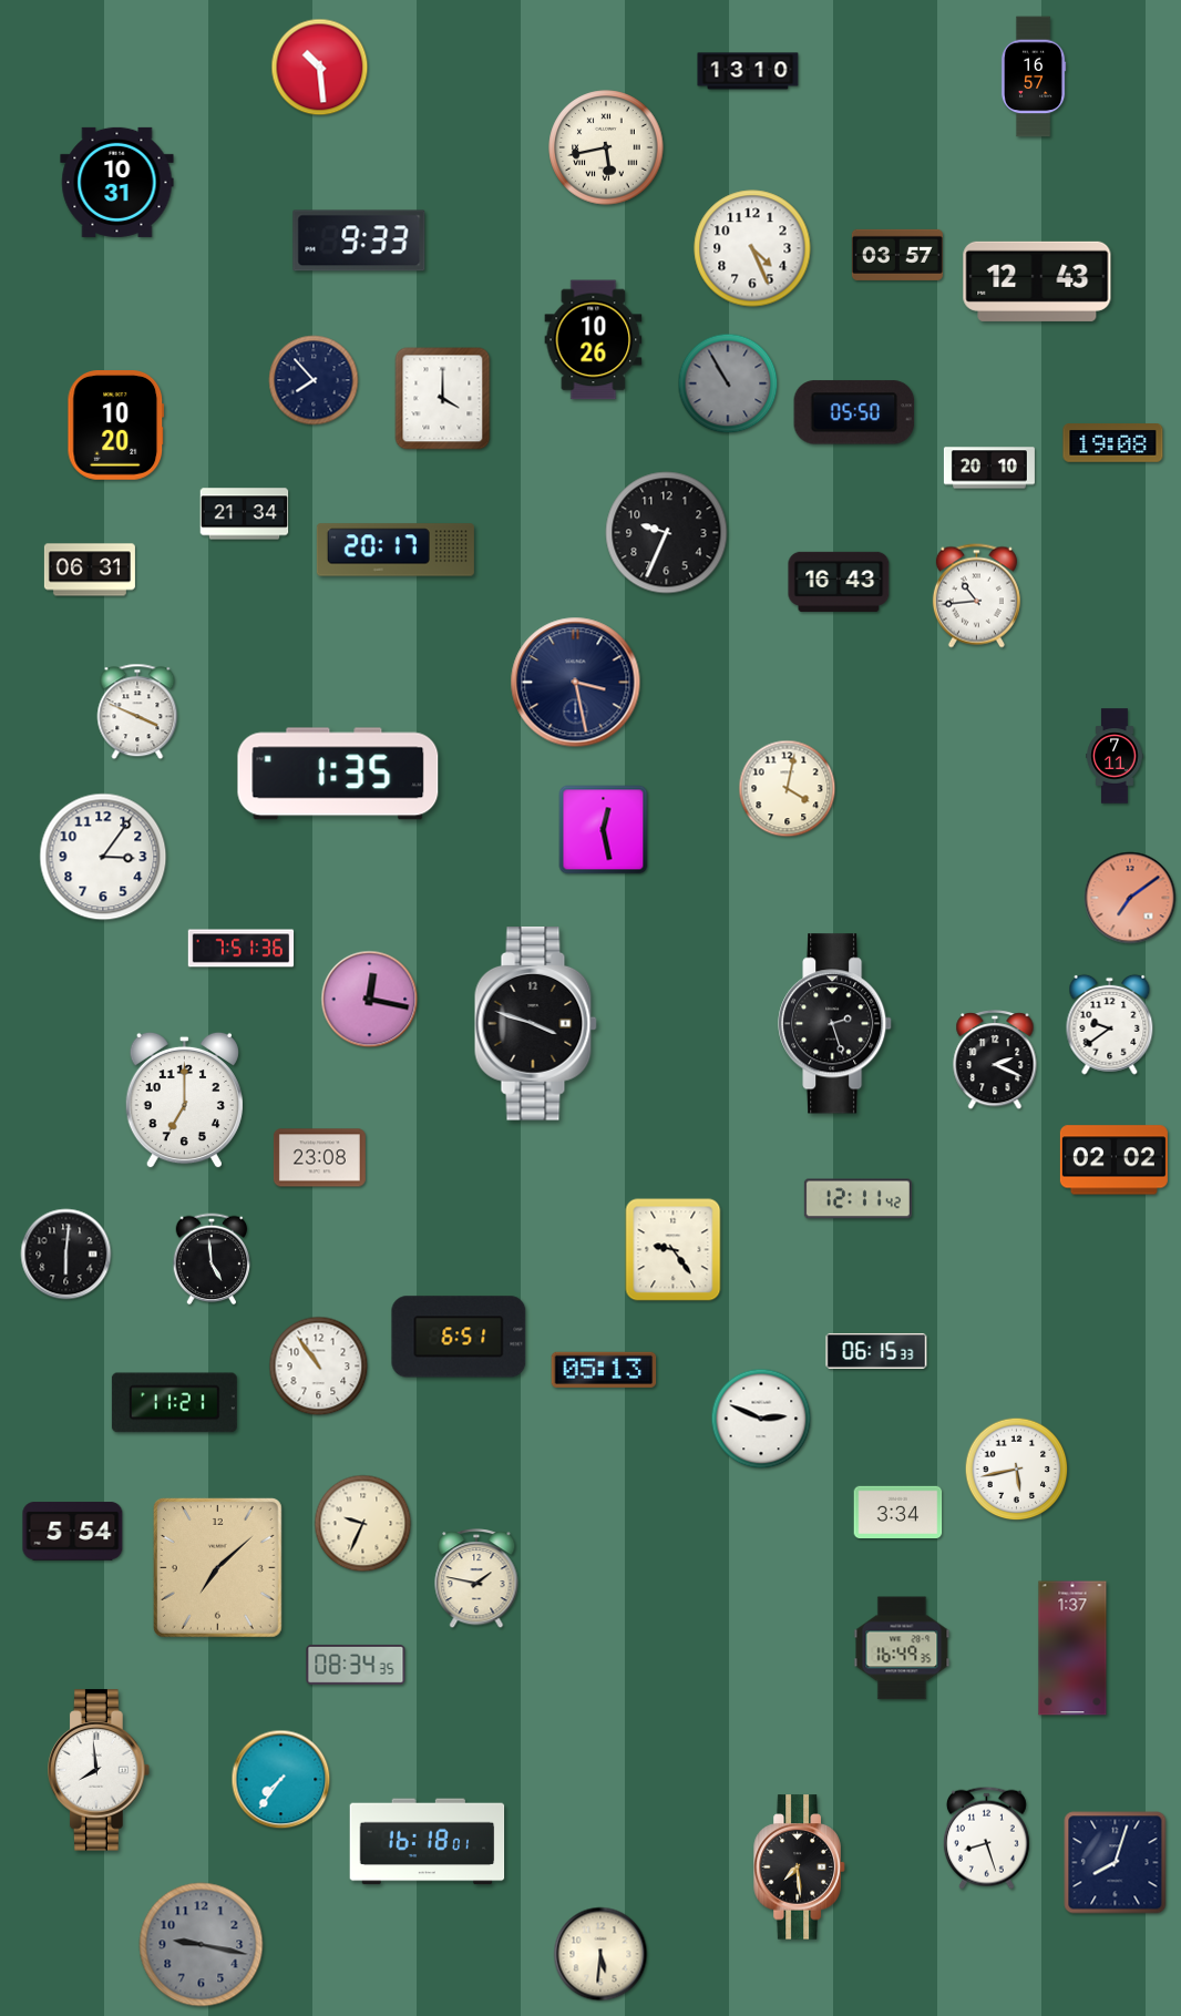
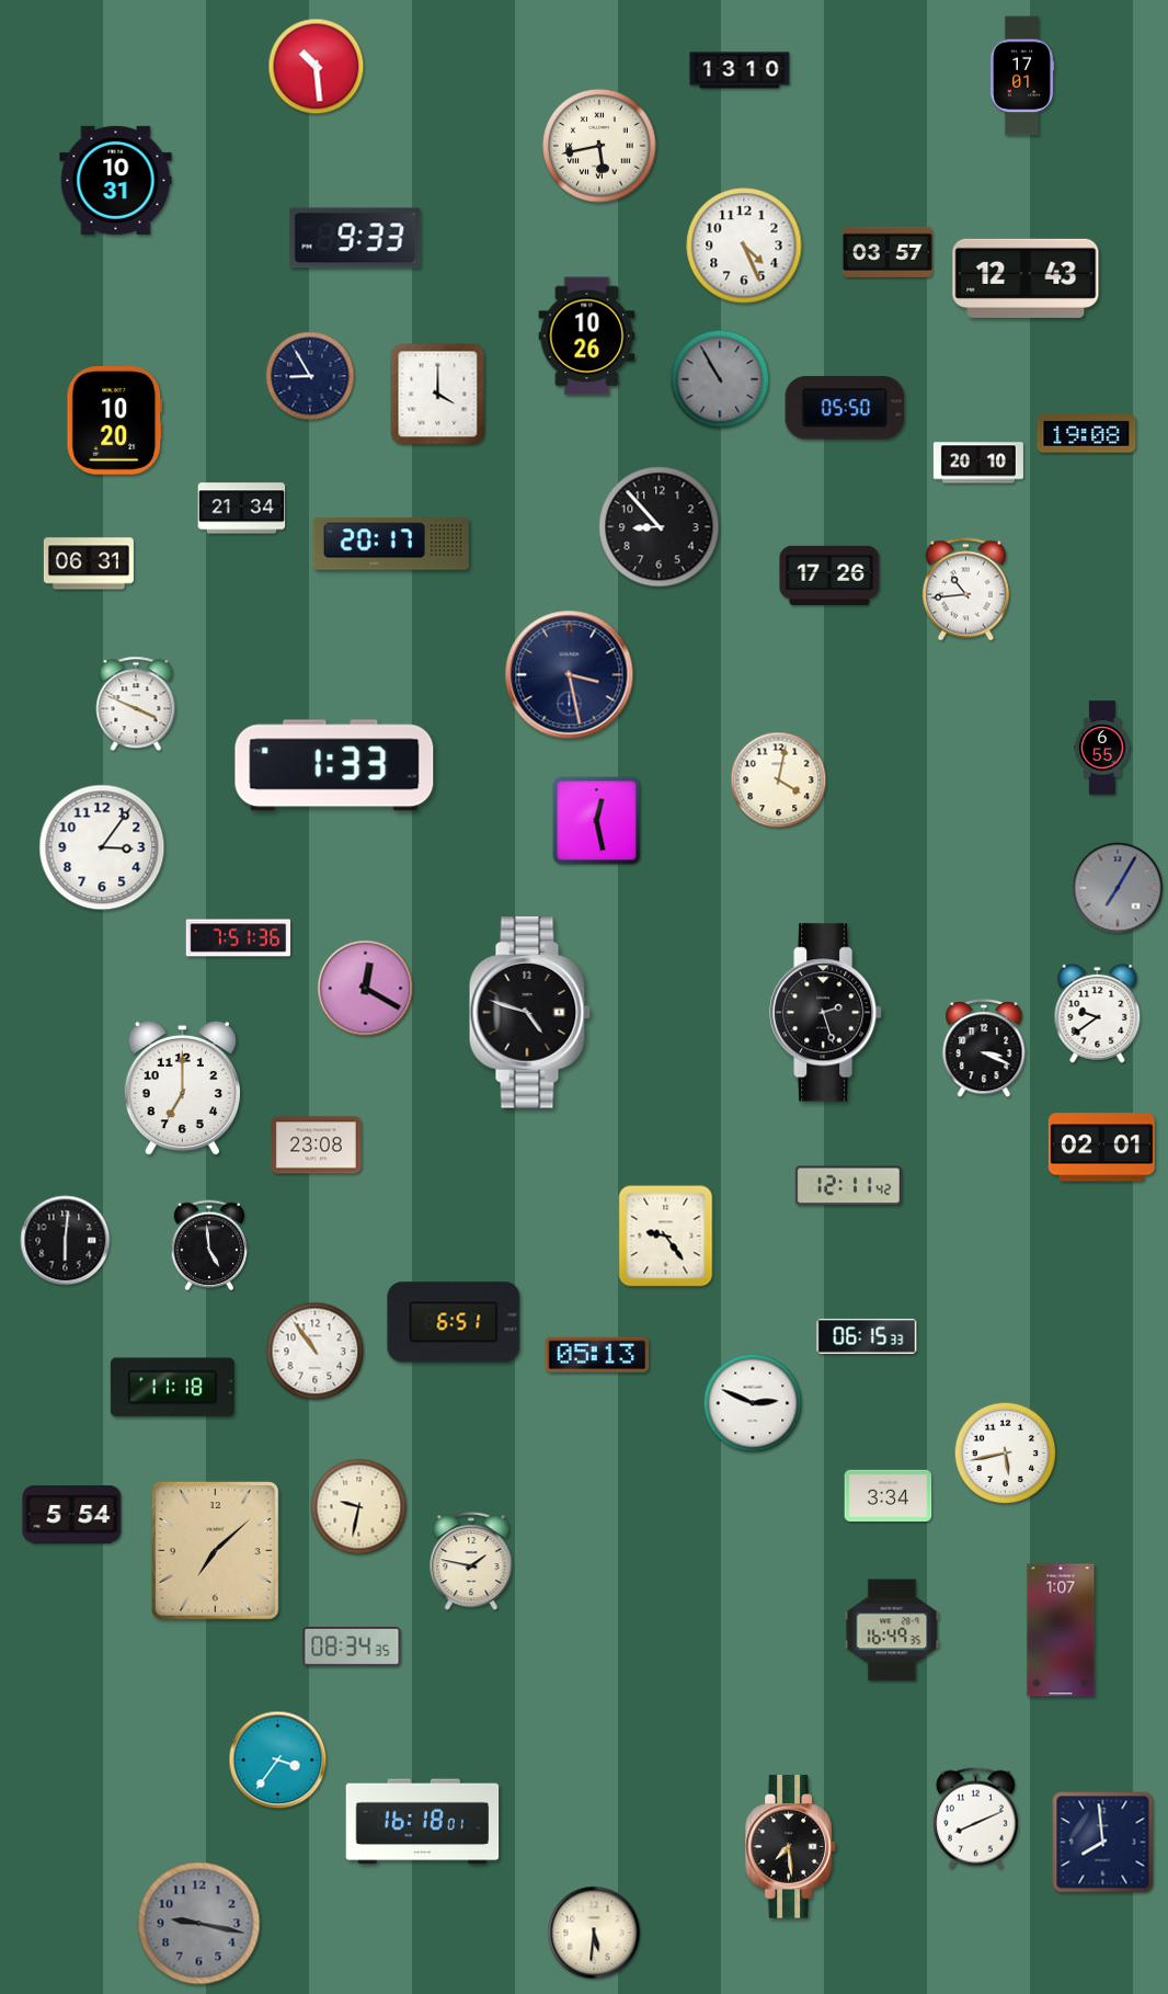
clock at (1034, 76): 16:57 -> 17:01
clock at (314, 380): 7:53 -> 8:55
clock at (1113, 443) position: (1113, 443) -> (1087, 434)
clock at (667, 533): 9:34 -> 8:53
clock at (839, 582): 16:43 -> 17:26
clock at (1115, 756): 7:11 -> 6:55
clock at (338, 774): 1:35 -> 1:33
clock at (1130, 898): 7:09 -> 7:05
clock at (1130, 898) dial: salmon -> grey
clock at (370, 1000): 12:17 -> 12:20
clock at (535, 1024): 3:48 -> 4:48
clock at (995, 1061): 2:19 -> 3:19
clock at (1113, 1160): 02:02 -> 02:01
clock at (174, 1403): 11:21 -> 11:18
clock at (363, 1524): 9:34 -> 9:32
clock at (1072, 1648): 1:37 -> 1:07
clock at (99, 1770): 7:59 -> none
clock at (281, 1780): 7:36 -> 3:36
clock at (986, 1838): 8:27 -> 8:11
clock at (1116, 1863): 8:03 -> 7:59
